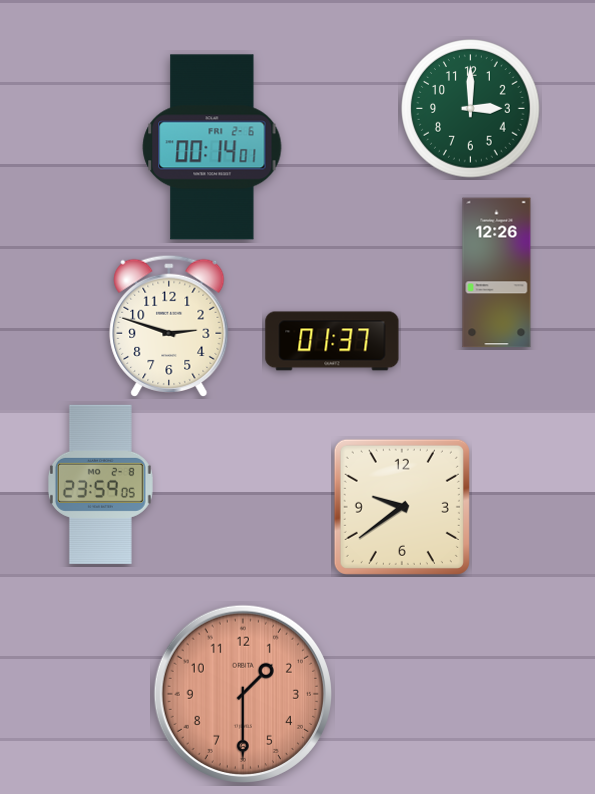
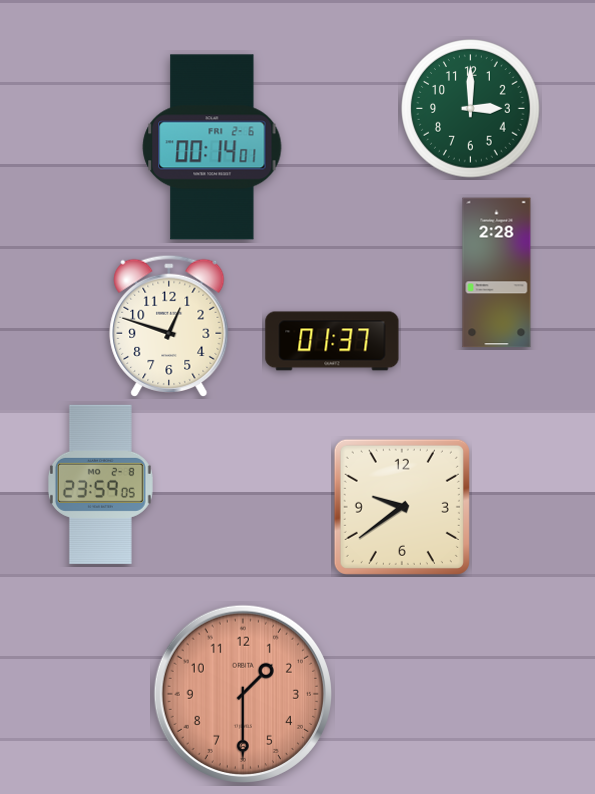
clock at (497, 273): 12:26 -> 2:28
clock at (169, 326): 2:48 -> 12:48
